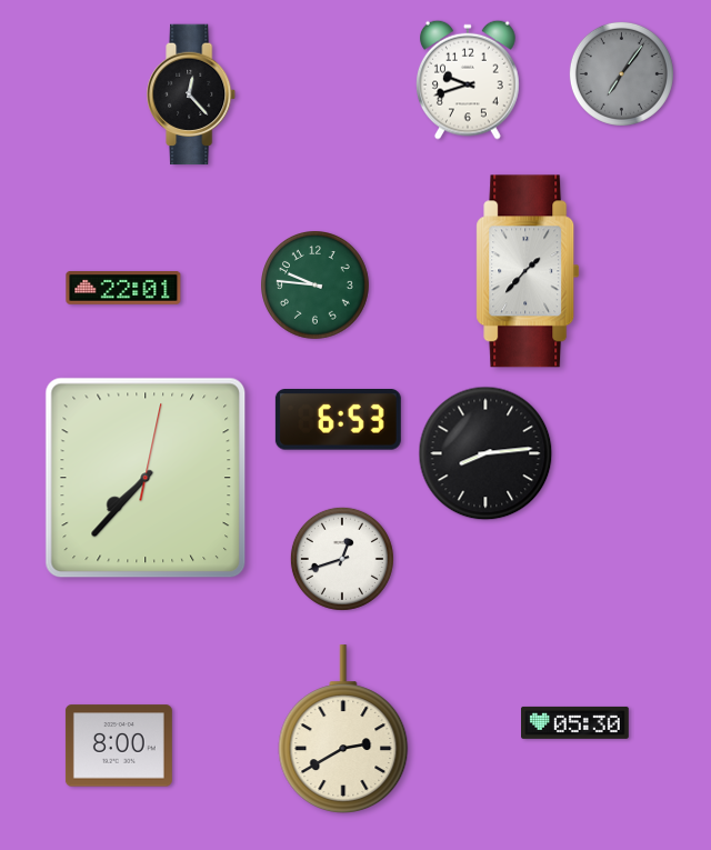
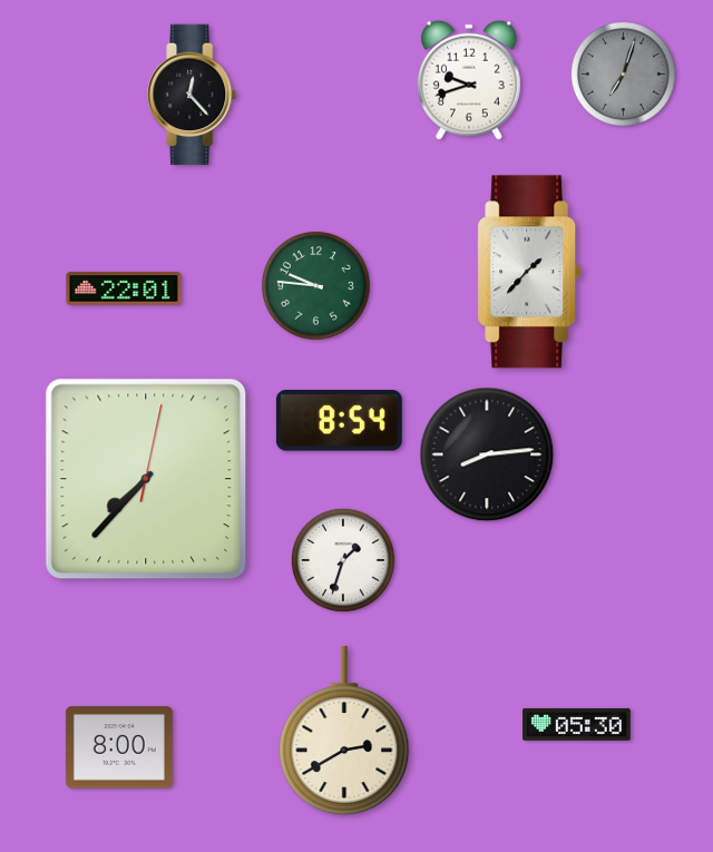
clock at (621, 73): 7:06 -> 7:03
clock at (338, 420): 6:53 -> 8:54
clock at (342, 559): 12:42 -> 1:33
